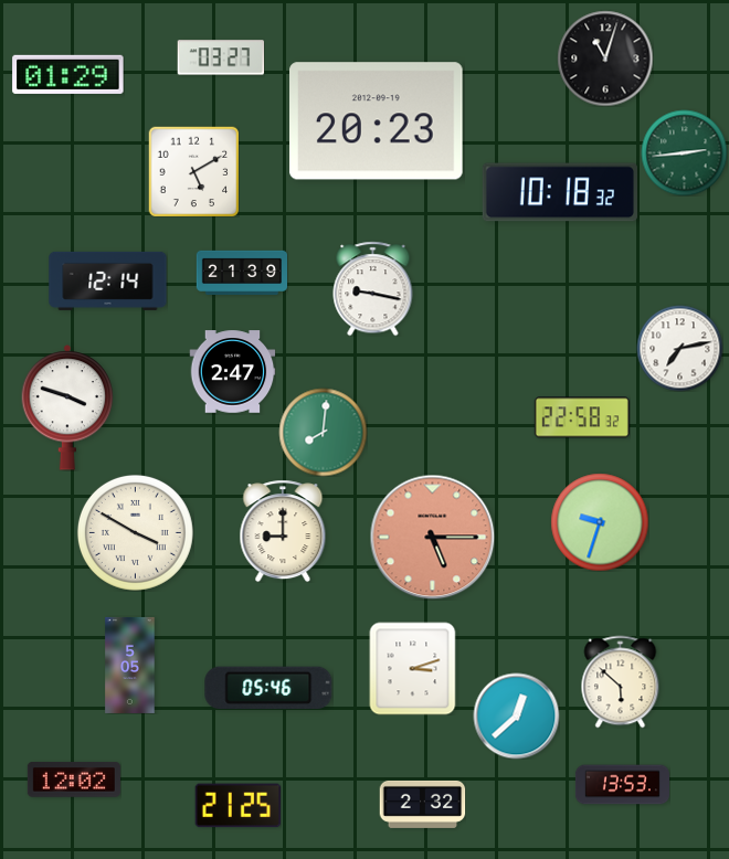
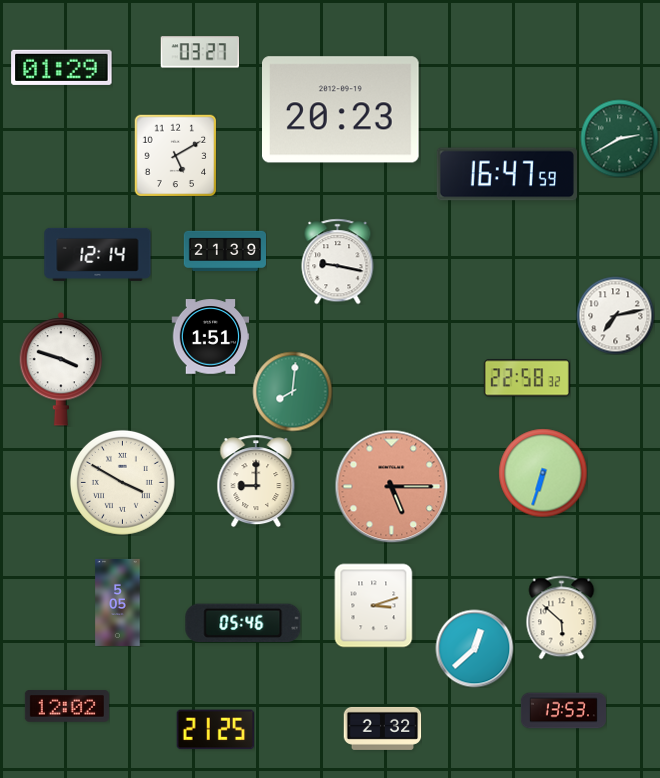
clock at (605, 59): 11:03 -> none
clock at (684, 152): 2:44 -> 2:40
clock at (560, 192): 10:18 -> 16:47
clock at (241, 272) position: (241, 272) -> (224, 250)
clock at (232, 372): 2:47 -> 1:51
clock at (600, 522): 9:33 -> 6:33
clock at (516, 715) position: (516, 715) -> (474, 648)
